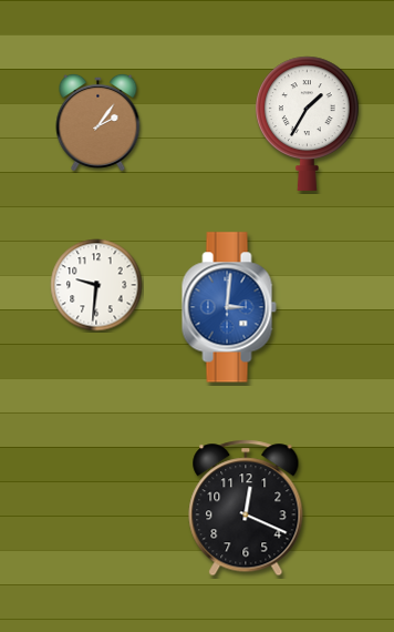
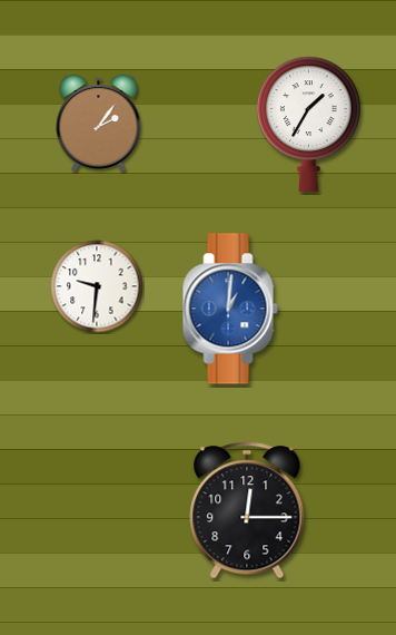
clock at (229, 307): 3:01 -> 1:01
clock at (246, 508): 12:19 -> 12:15
